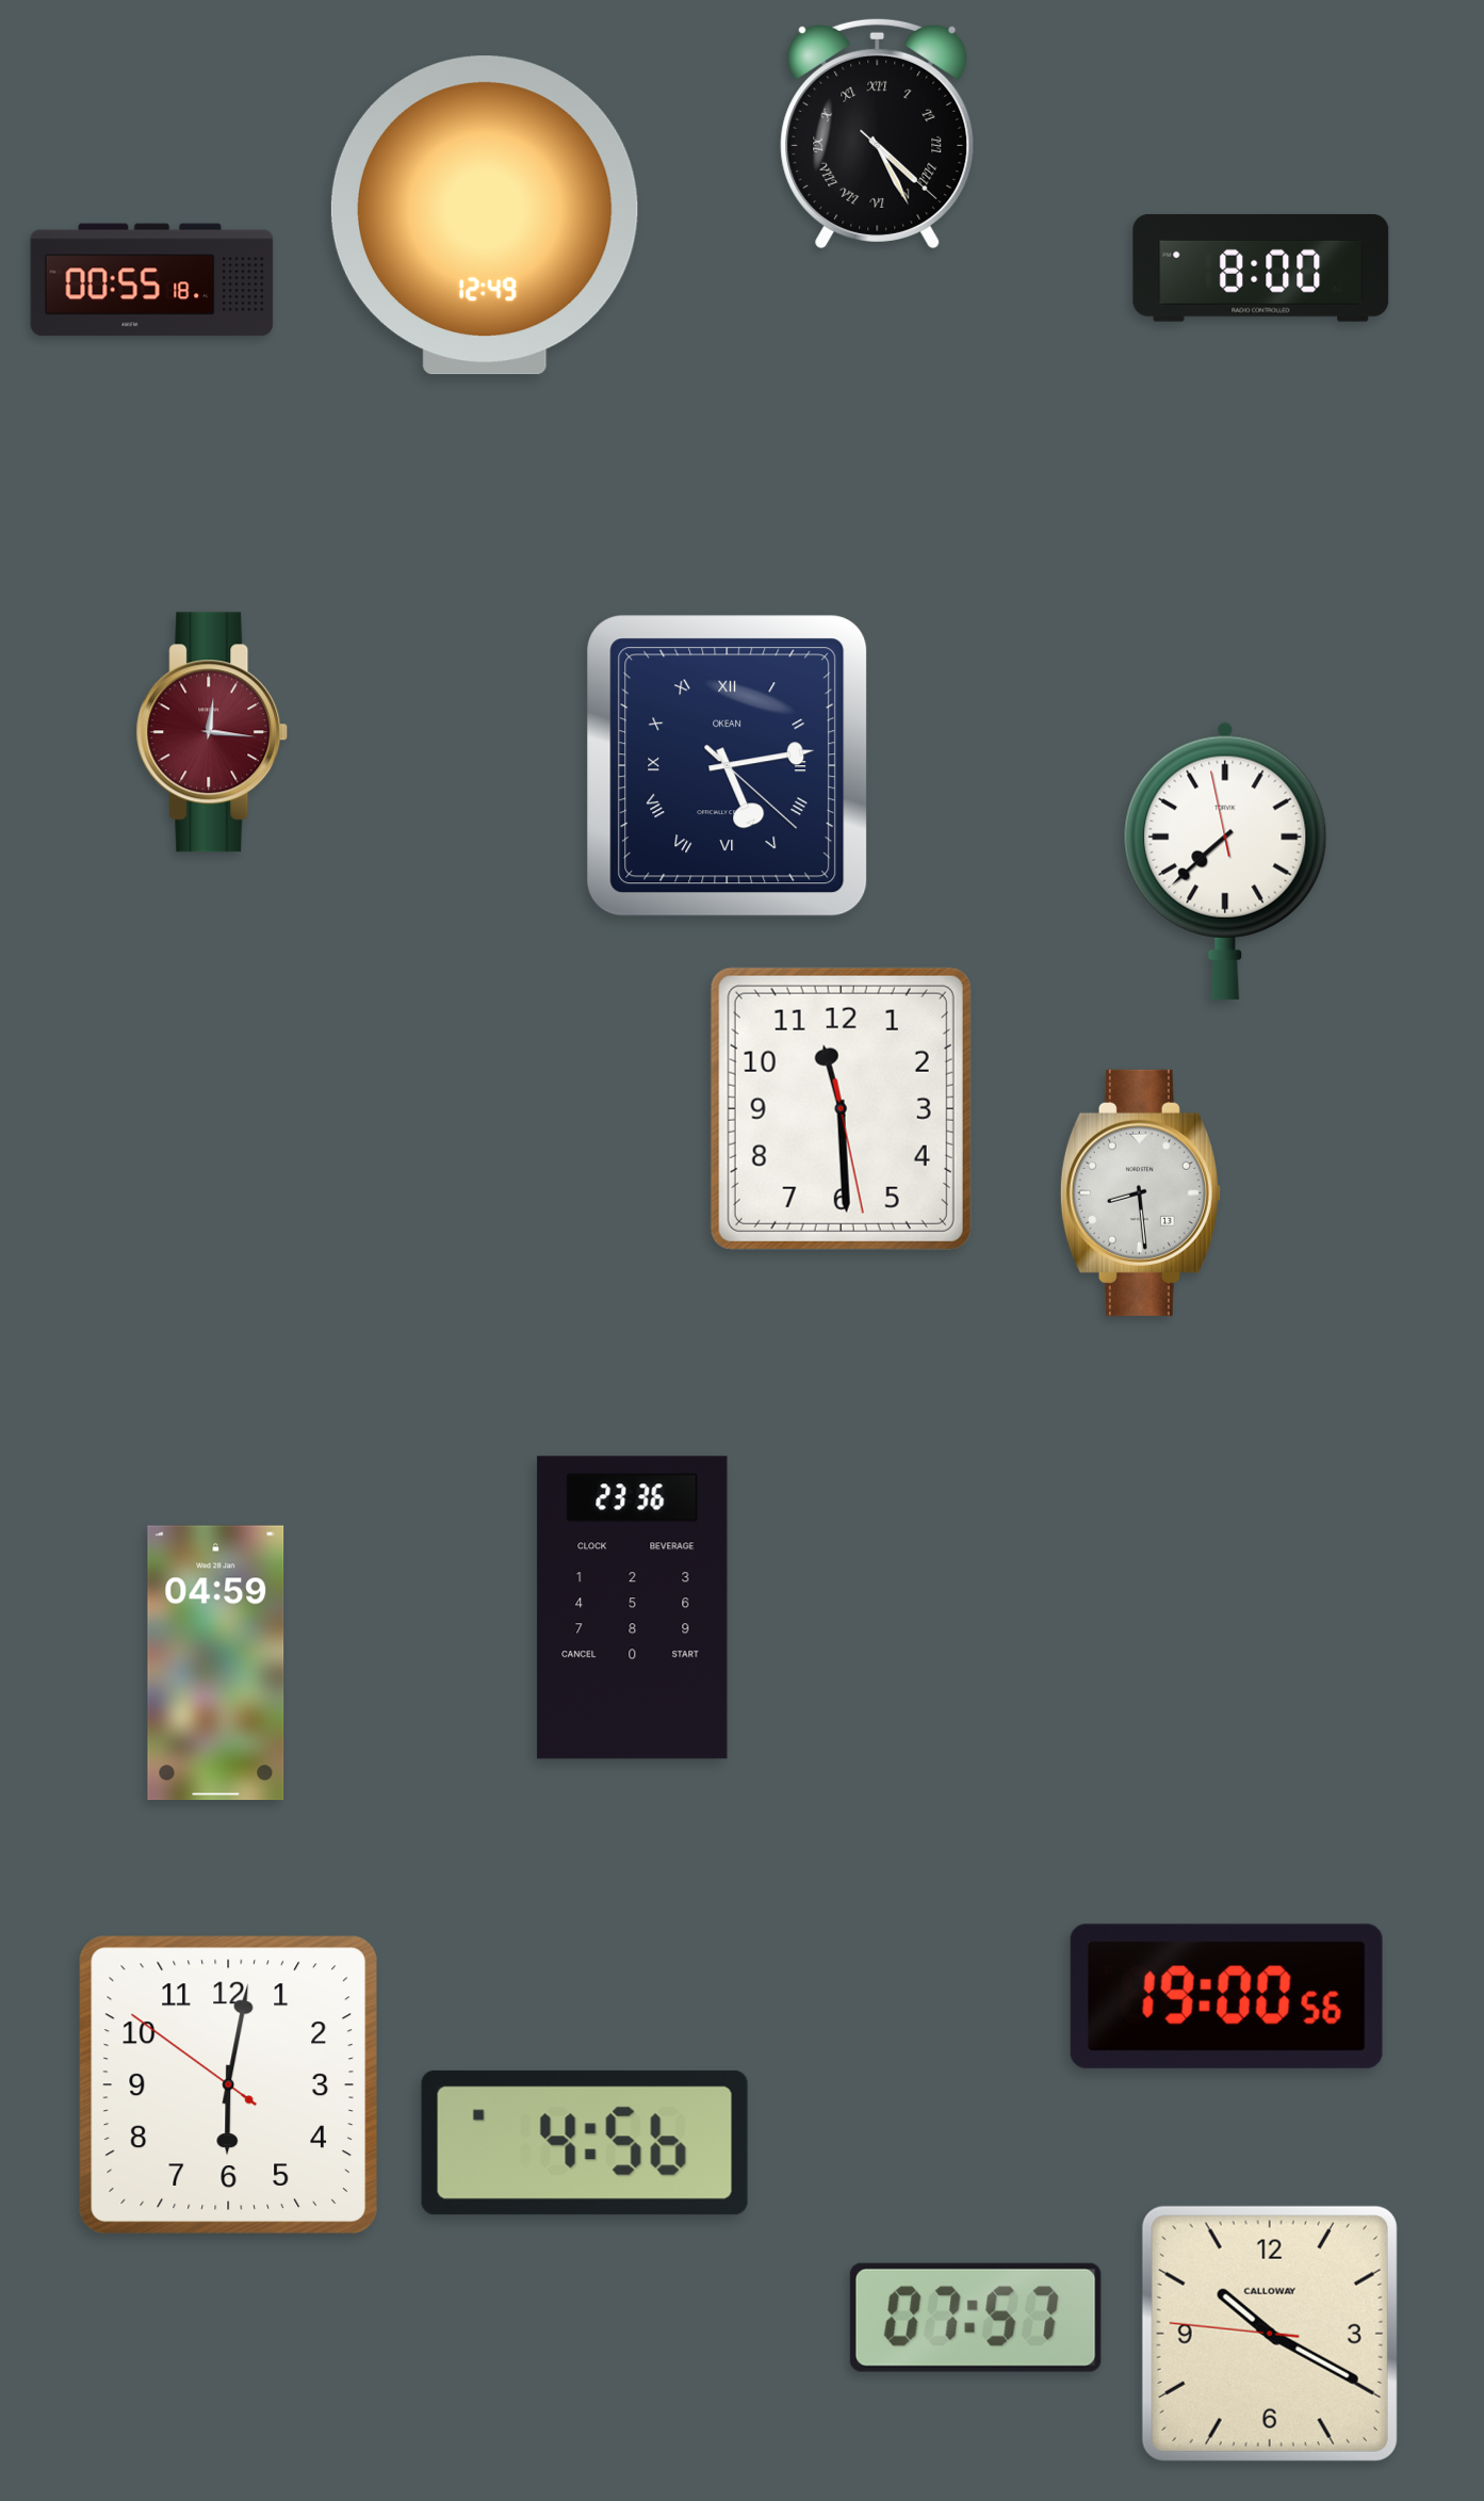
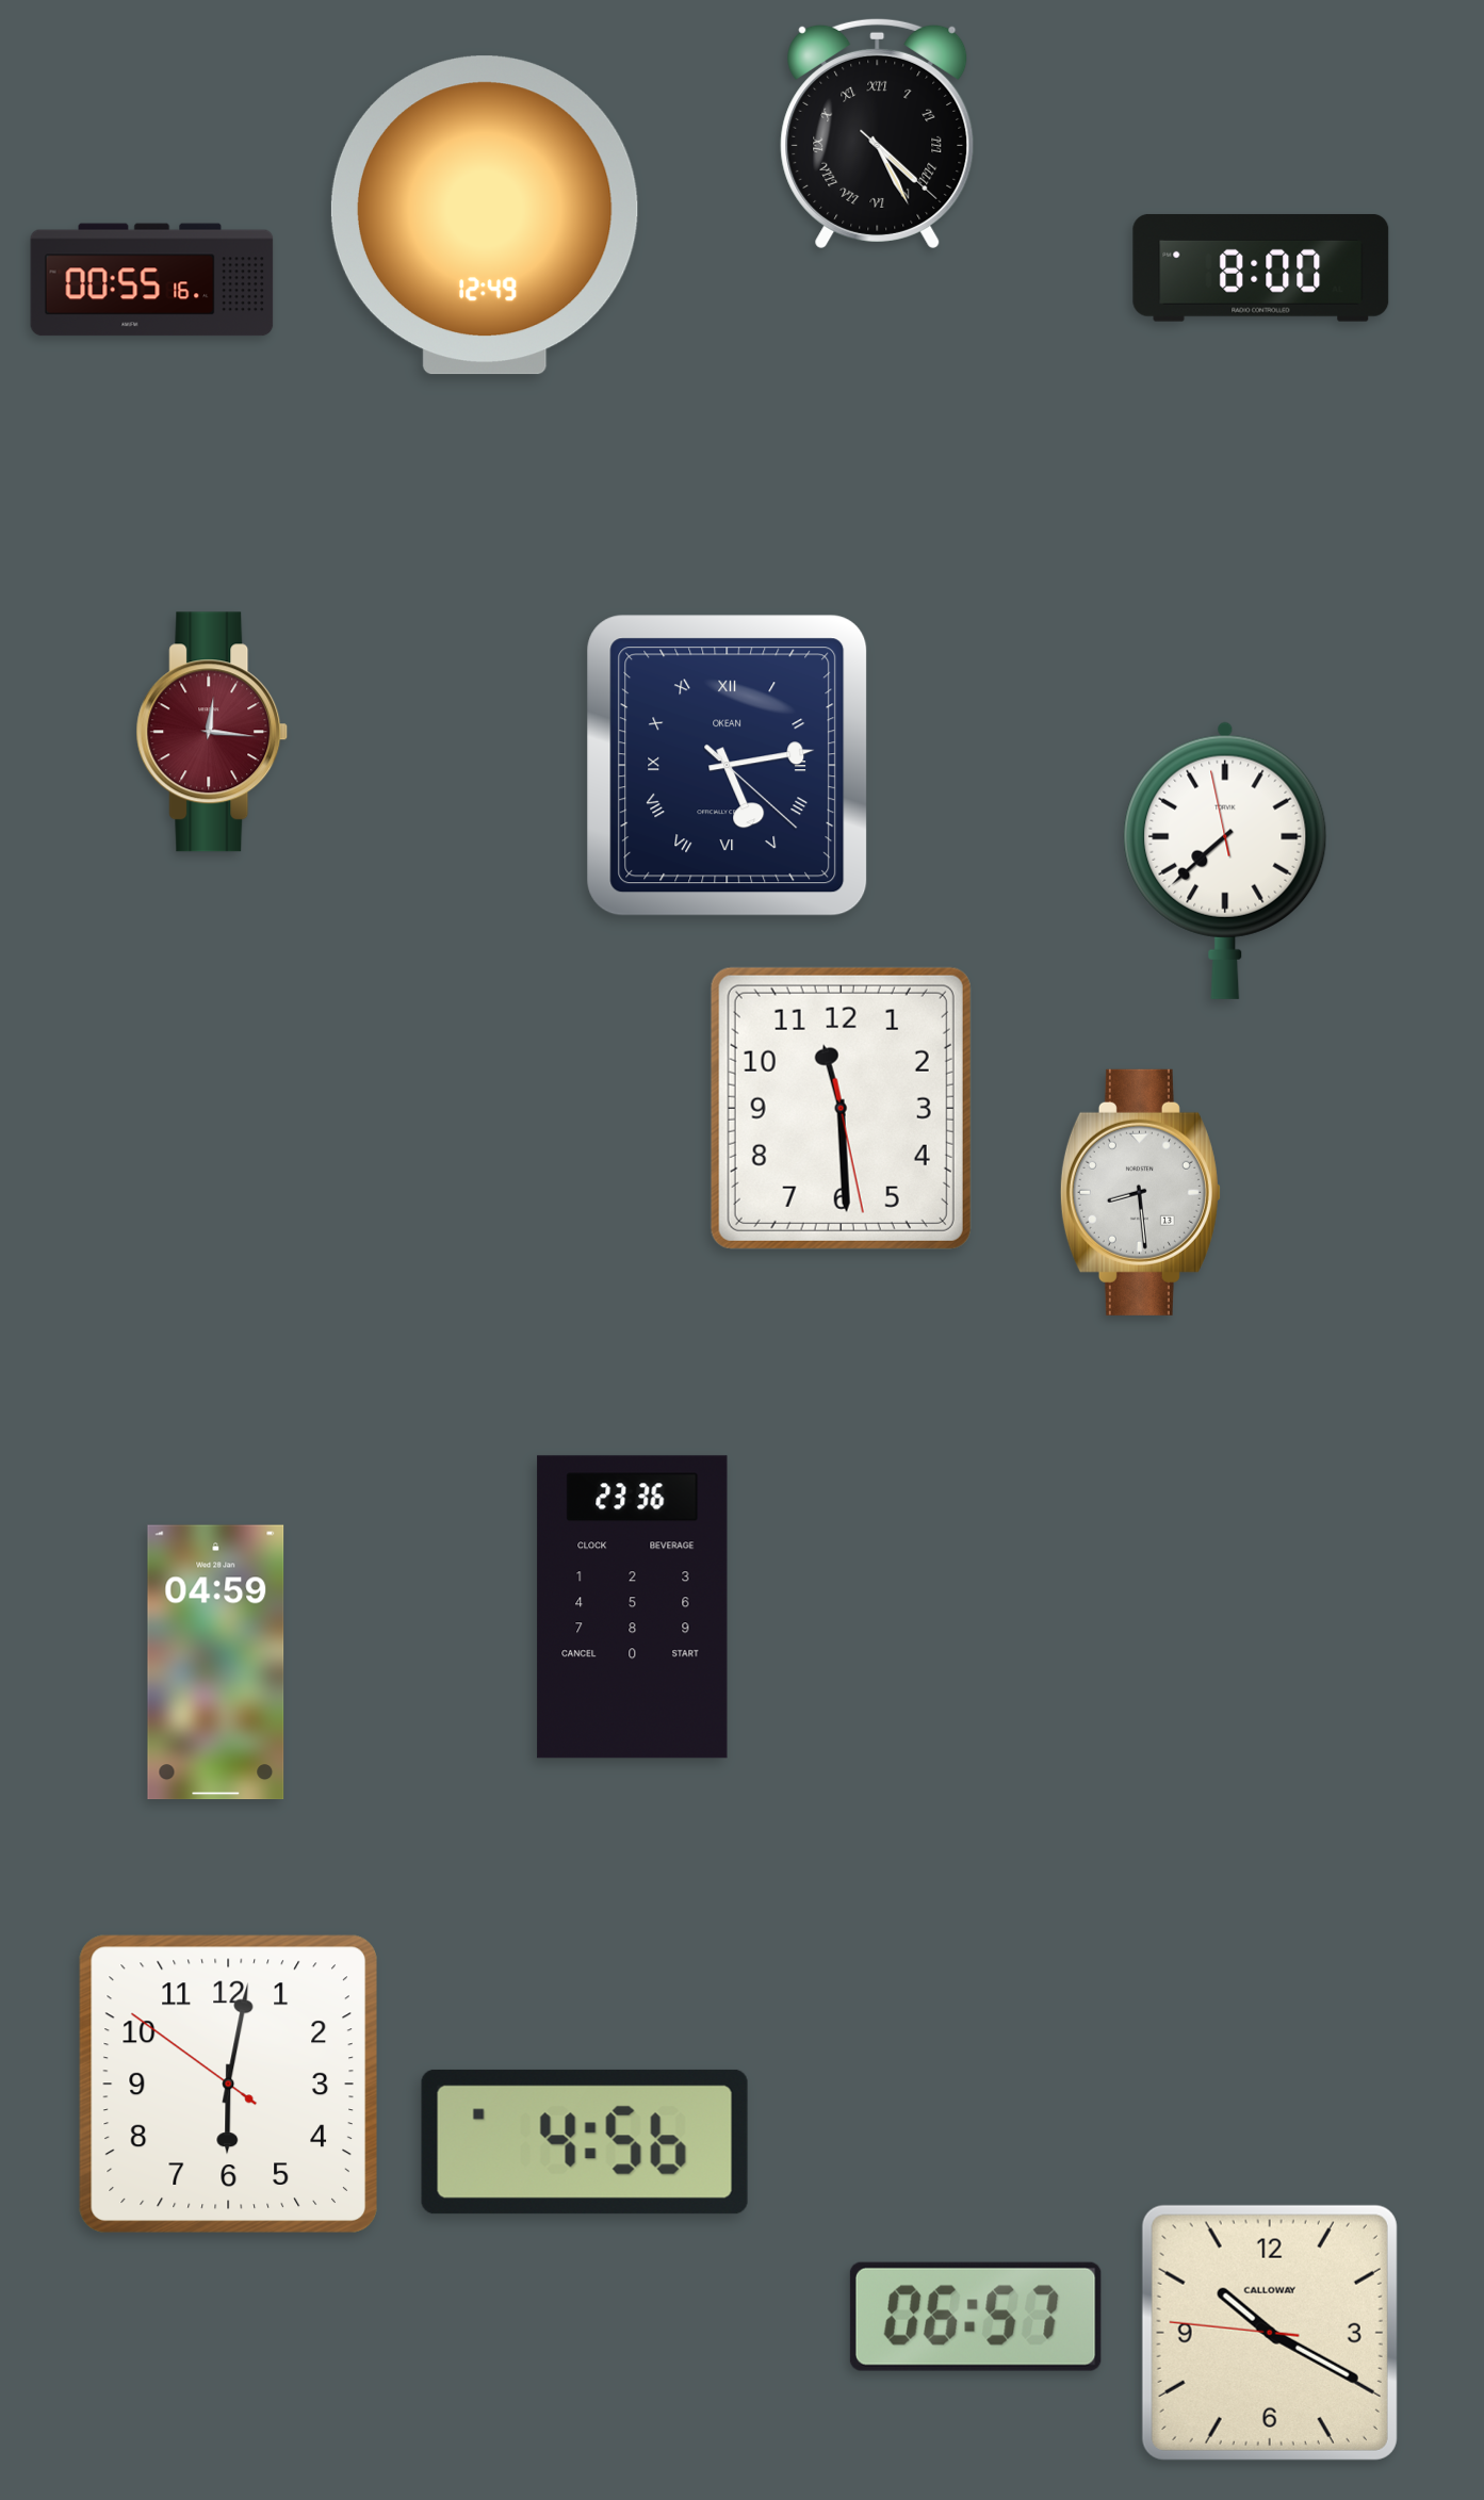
clock at (152, 280): 00:55:18 -> 00:55:16
clock at (1226, 1996): 19:00 -> none
clock at (976, 2318): 07:57 -> 06:57
